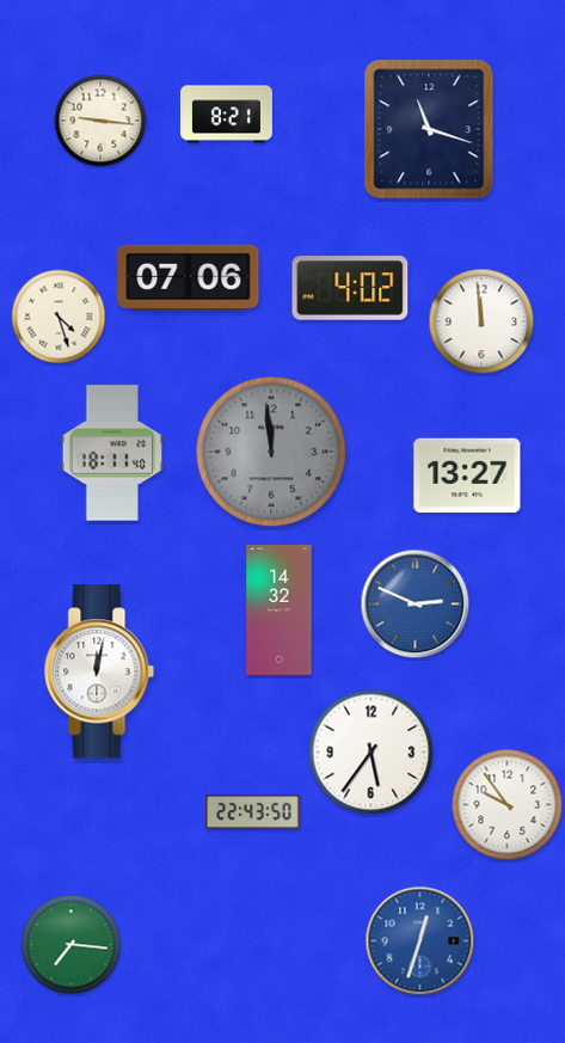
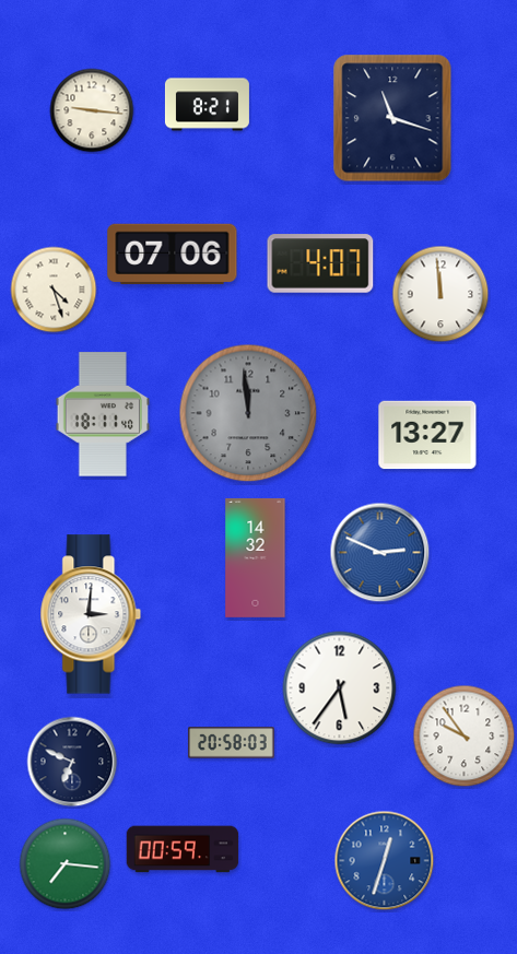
clock at (350, 288): 4:02 -> 4:07
clock at (99, 671): 12:02 -> 3:01
clock at (253, 812): 22:43 -> 20:58
clock at (72, 762): none -> 6:49
clock at (183, 849): none -> 00:59
